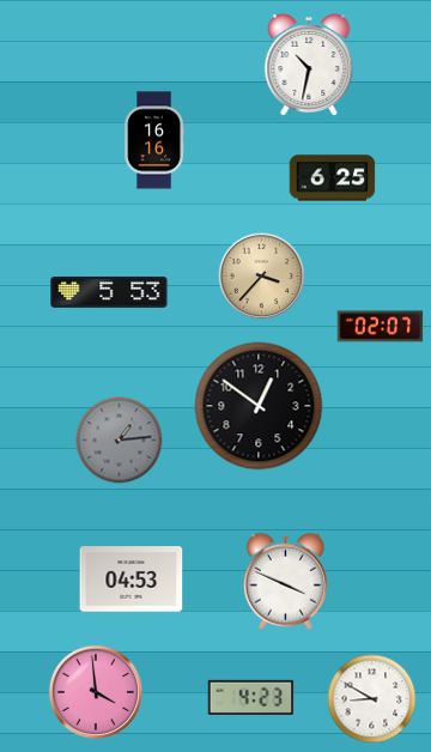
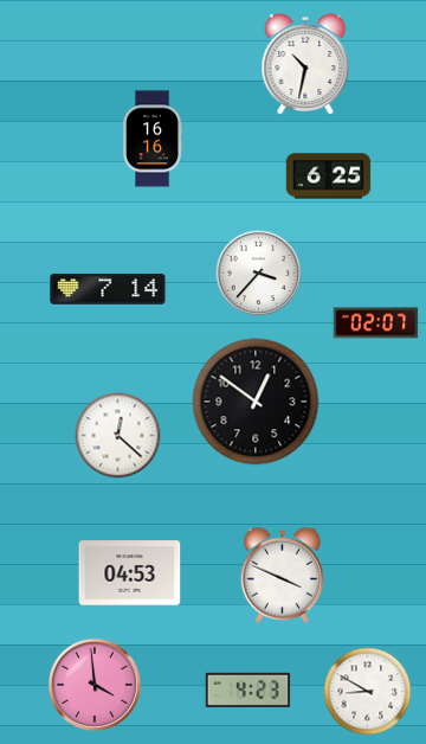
clock at (262, 277) dial: champagne -> white
clock at (109, 292): 5:53 -> 7:14
clock at (120, 441): 1:14 -> 12:22
clock at (120, 441) dial: grey -> white
